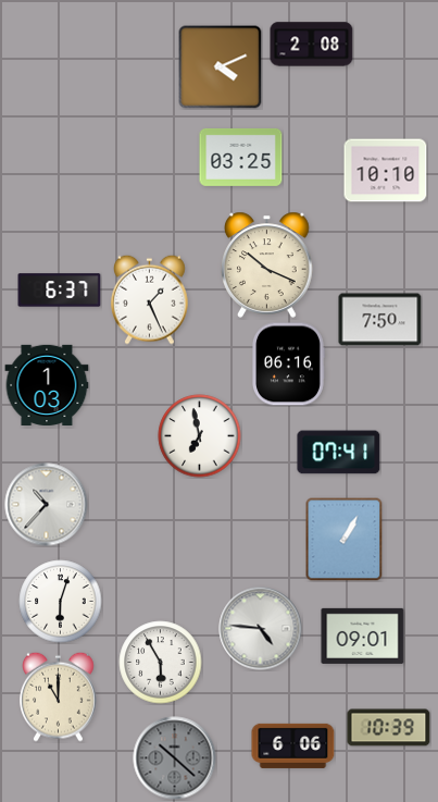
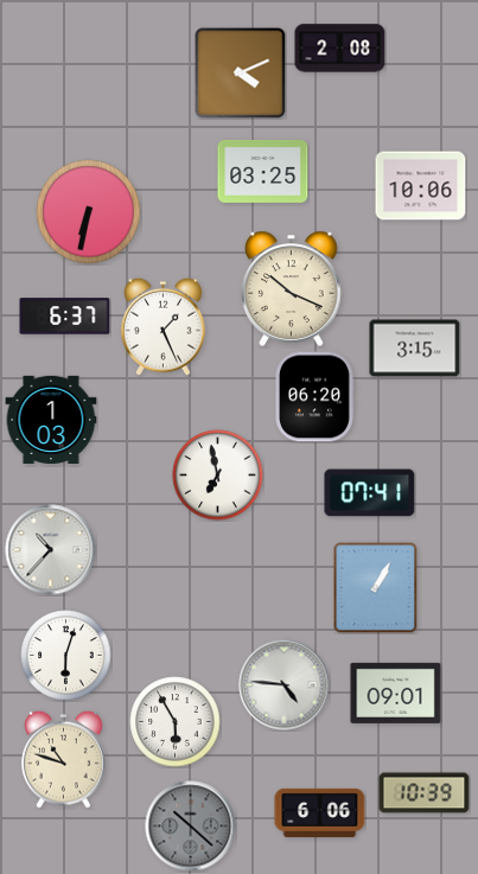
clock at (386, 171): 10:10 -> 10:06
clock at (89, 212): none -> 6:32
clock at (380, 320): 7:50 -> 3:15
clock at (288, 365): 06:16 -> 06:20
clock at (59, 696): 11:00 -> 10:48
